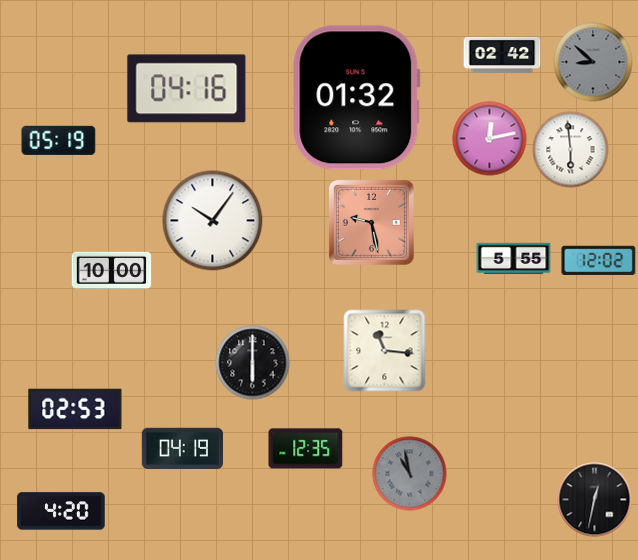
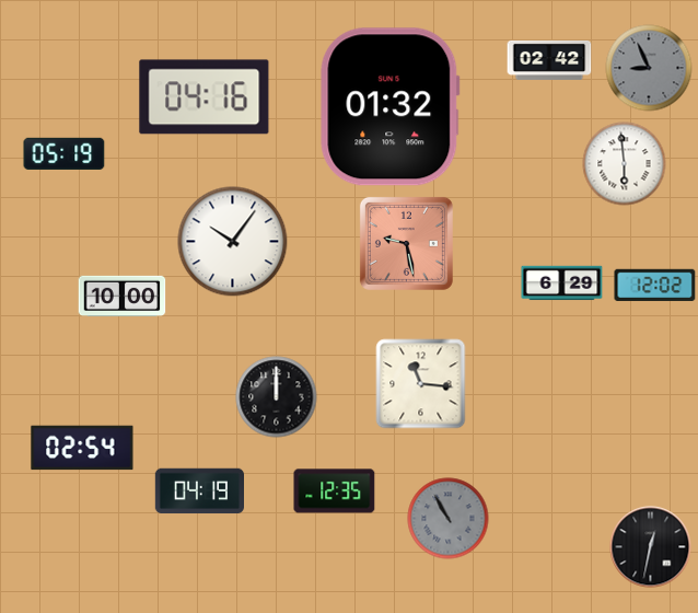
clock at (593, 62): 8:52 -> 8:56
clock at (490, 139): 12:13 -> none
clock at (514, 259): 5:55 -> 6:29
clock at (253, 363): 6:00 -> 12:00
clock at (75, 409): 02:53 -> 02:54
clock at (410, 474): 10:58 -> 10:55
clock at (61, 511): 4:20 -> none
